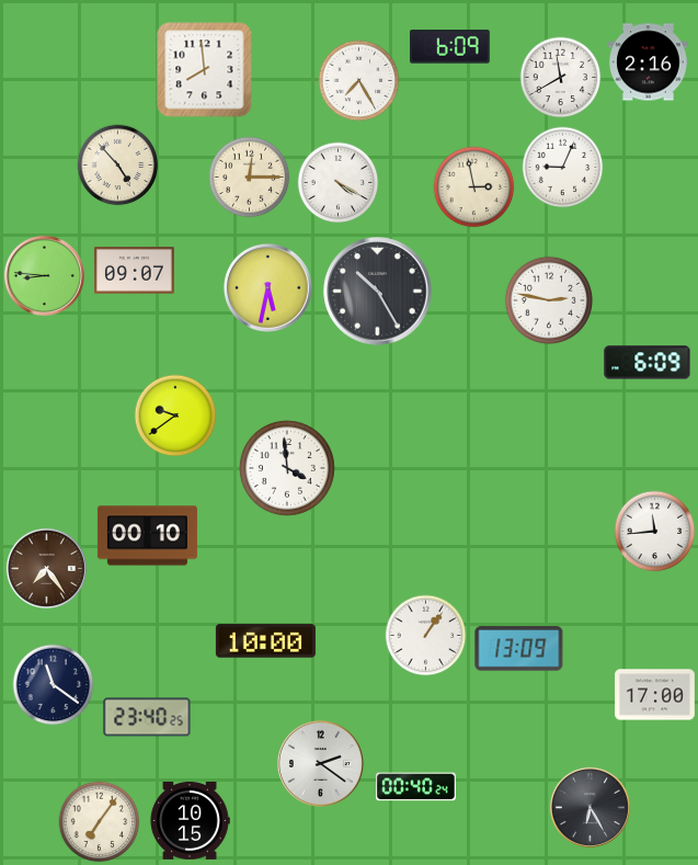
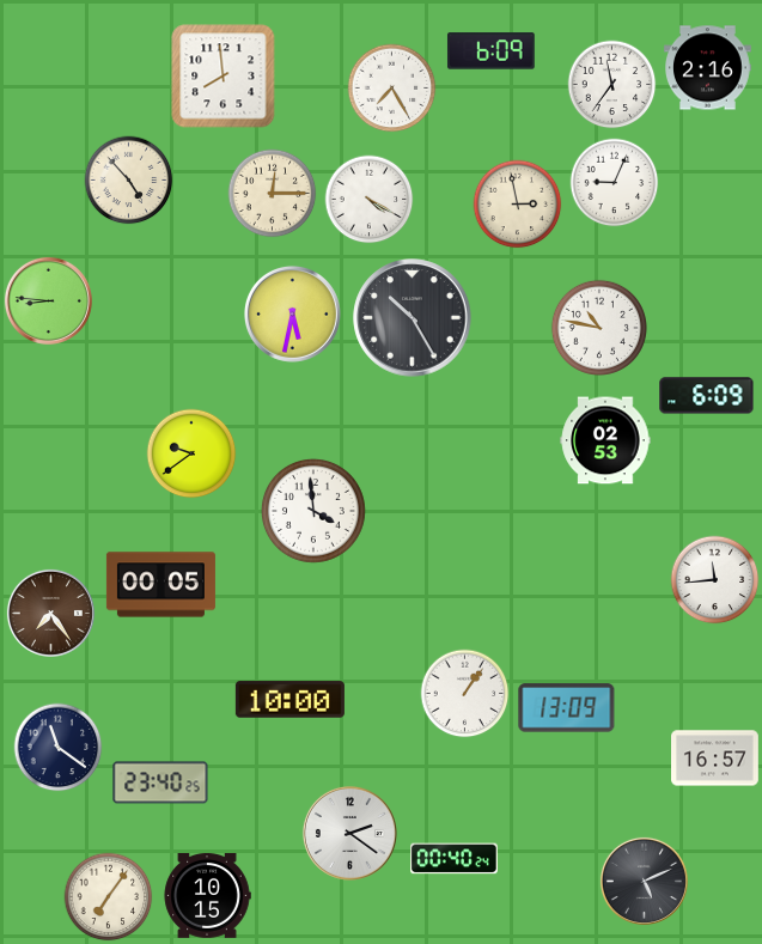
clock at (561, 78): 11:40 -> 11:36
clock at (135, 271): 09:07 -> none
clock at (549, 300): 2:47 -> 10:47
clock at (605, 440): none -> 02:53
clock at (147, 536): 00:10 -> 00:05
clock at (46, 568) position: (46, 568) -> (50, 613)
clock at (655, 695): 17:00 -> 16:57
clock at (590, 807): 6:25 -> 5:11
